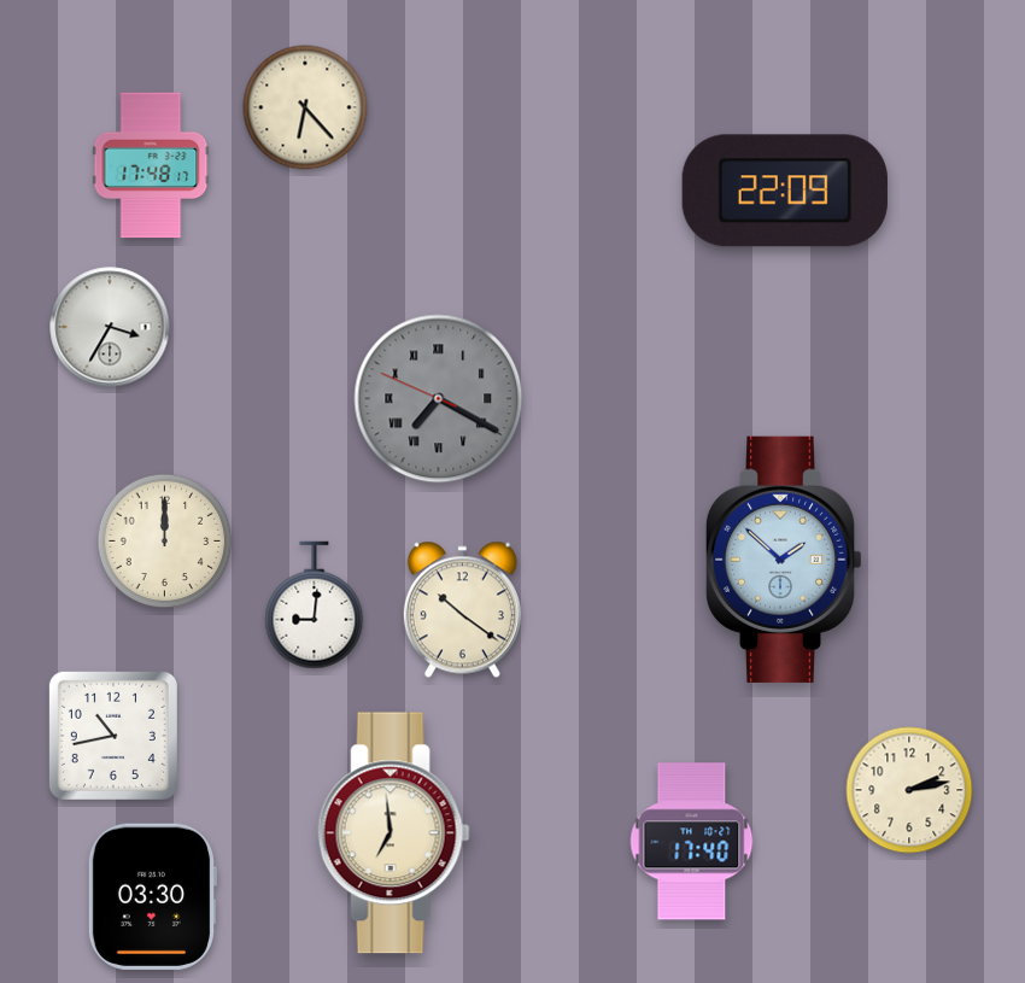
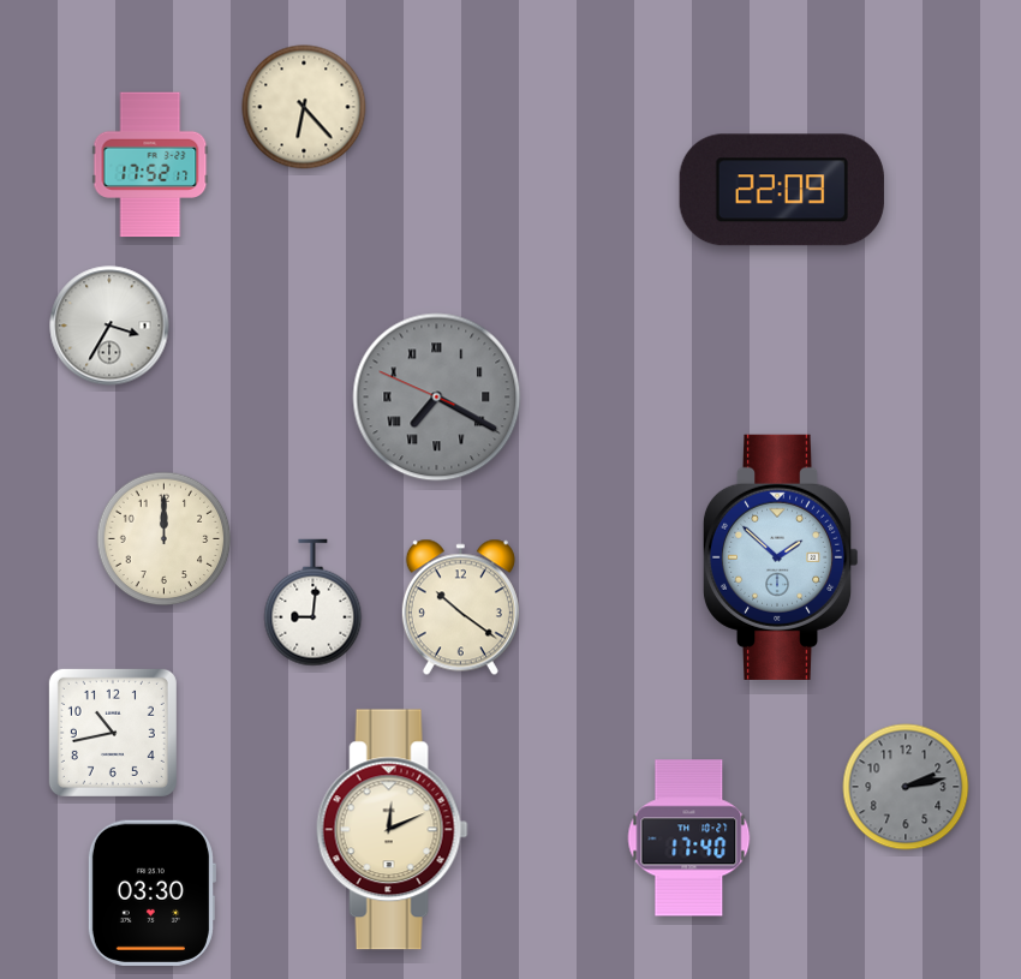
clock at (151, 165): 17:48 -> 17:52
clock at (909, 790) dial: cream -> grey
clock at (393, 833): 6:59 -> 12:11
